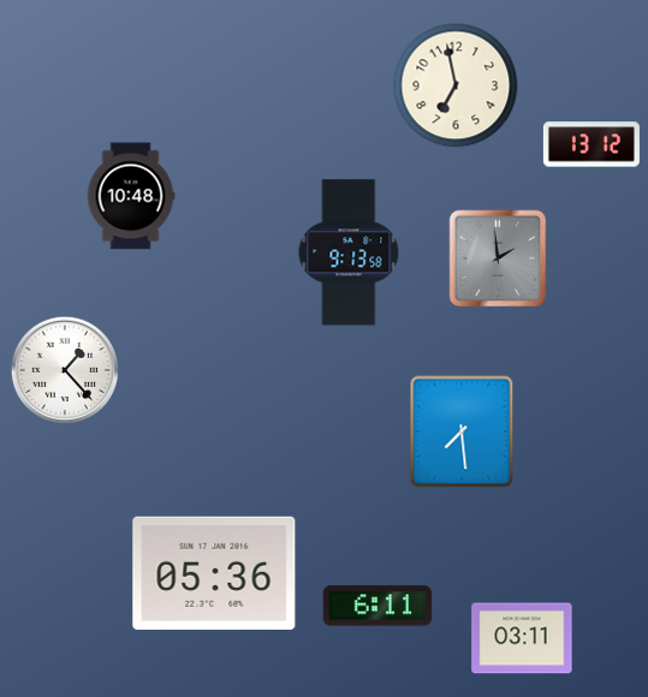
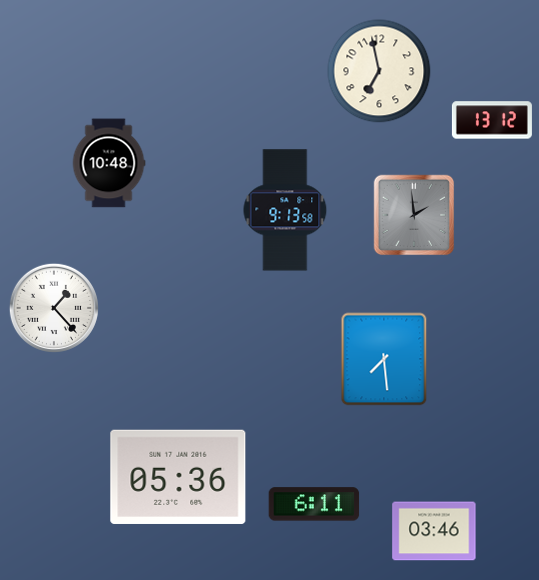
clock at (349, 252) position: (349, 252) -> (285, 210)
clock at (522, 638): 03:11 -> 03:46
